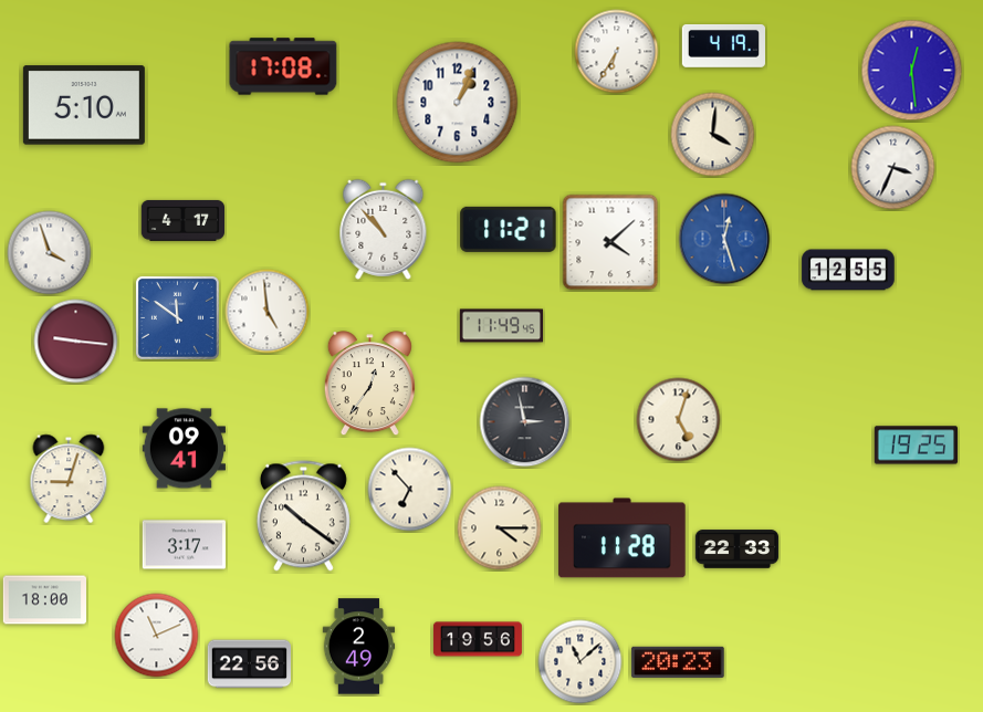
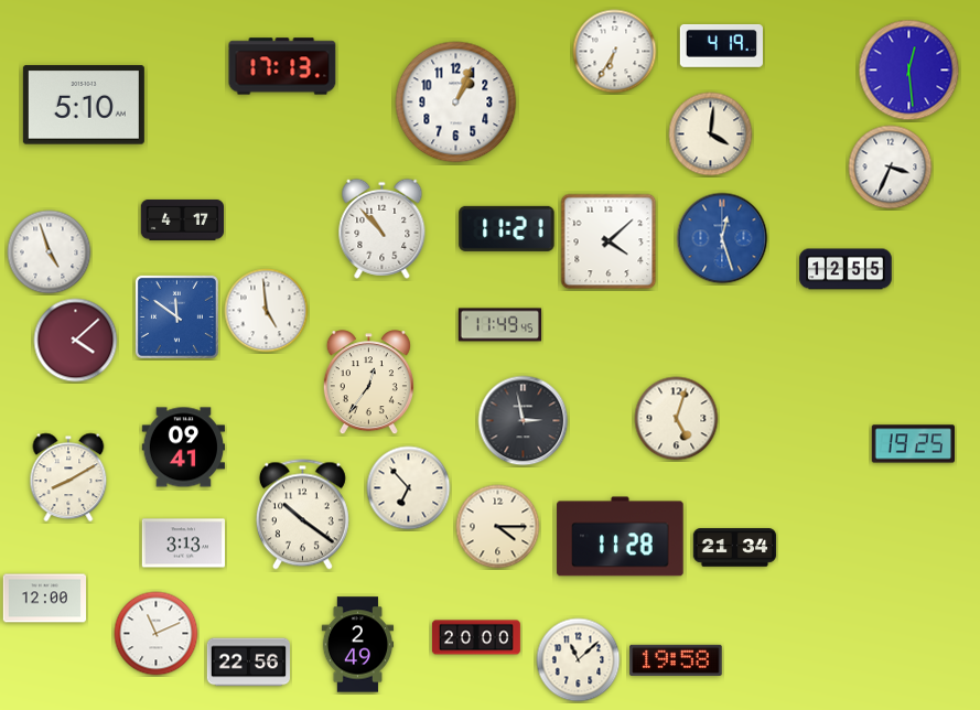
clock at (283, 66): 17:08 -> 17:13
clock at (50, 253): 3:57 -> 4:57
clock at (76, 342): 9:16 -> 4:08
clock at (69, 479): 9:03 -> 8:10
clock at (184, 545): 3:17 -> 3:13
clock at (738, 549): 22:33 -> 21:34
clock at (45, 600): 18:00 -> 12:00
clock at (478, 639): 19:56 -> 20:00
clock at (678, 662): 20:23 -> 19:58
